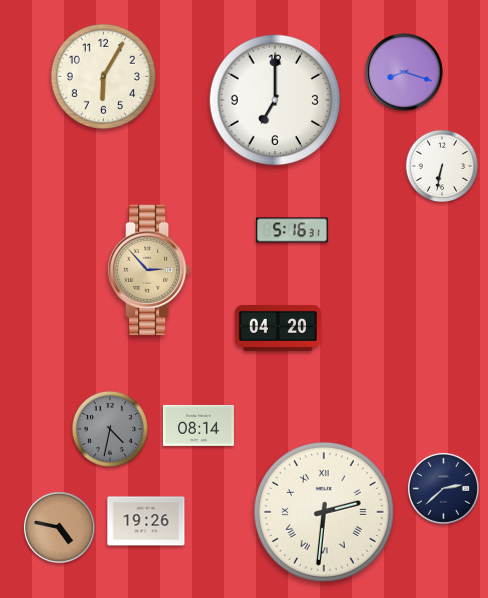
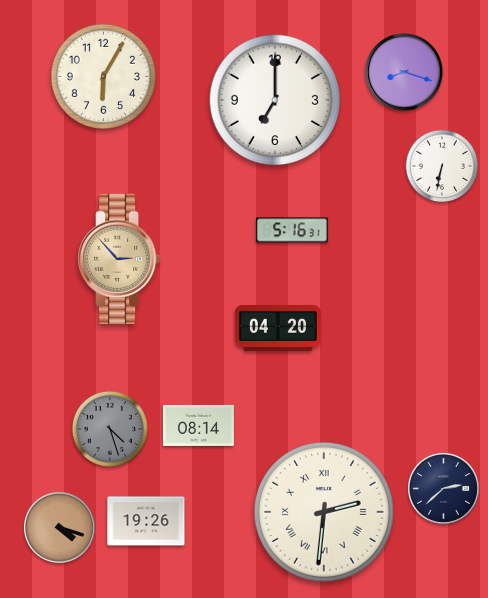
clock at (149, 270) position: (149, 270) -> (119, 259)
clock at (110, 429): 4:32 -> 4:27
clock at (59, 527): 4:47 -> 4:18
